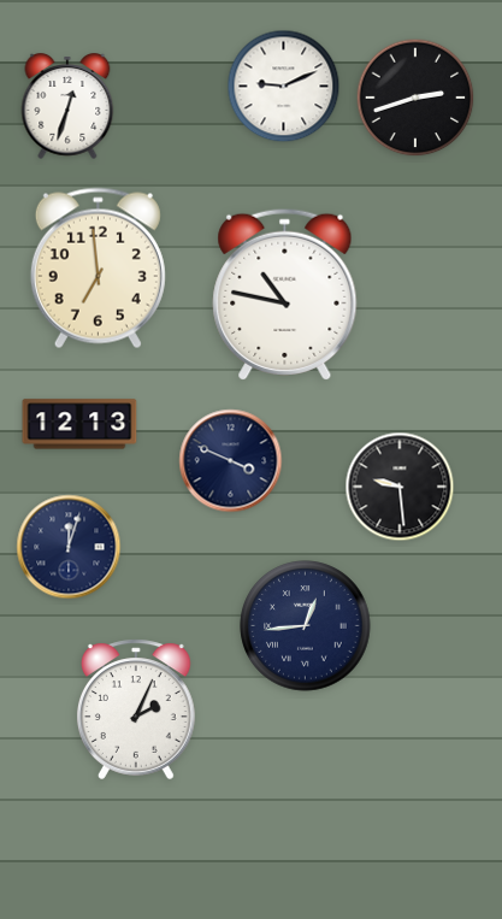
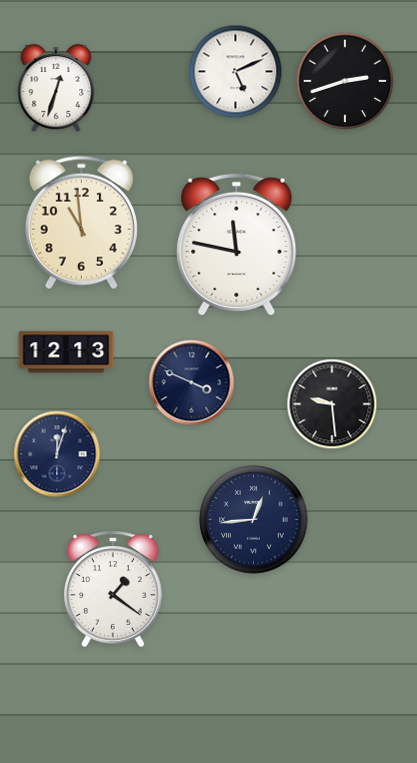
clock at (284, 87): 9:11 -> 5:11
clock at (98, 269): 6:59 -> 10:59
clock at (285, 294): 10:47 -> 11:47
clock at (136, 709): 2:04 -> 1:21
